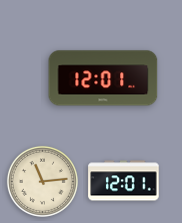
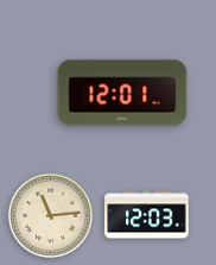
clock at (124, 181): 12:01 -> 12:03
